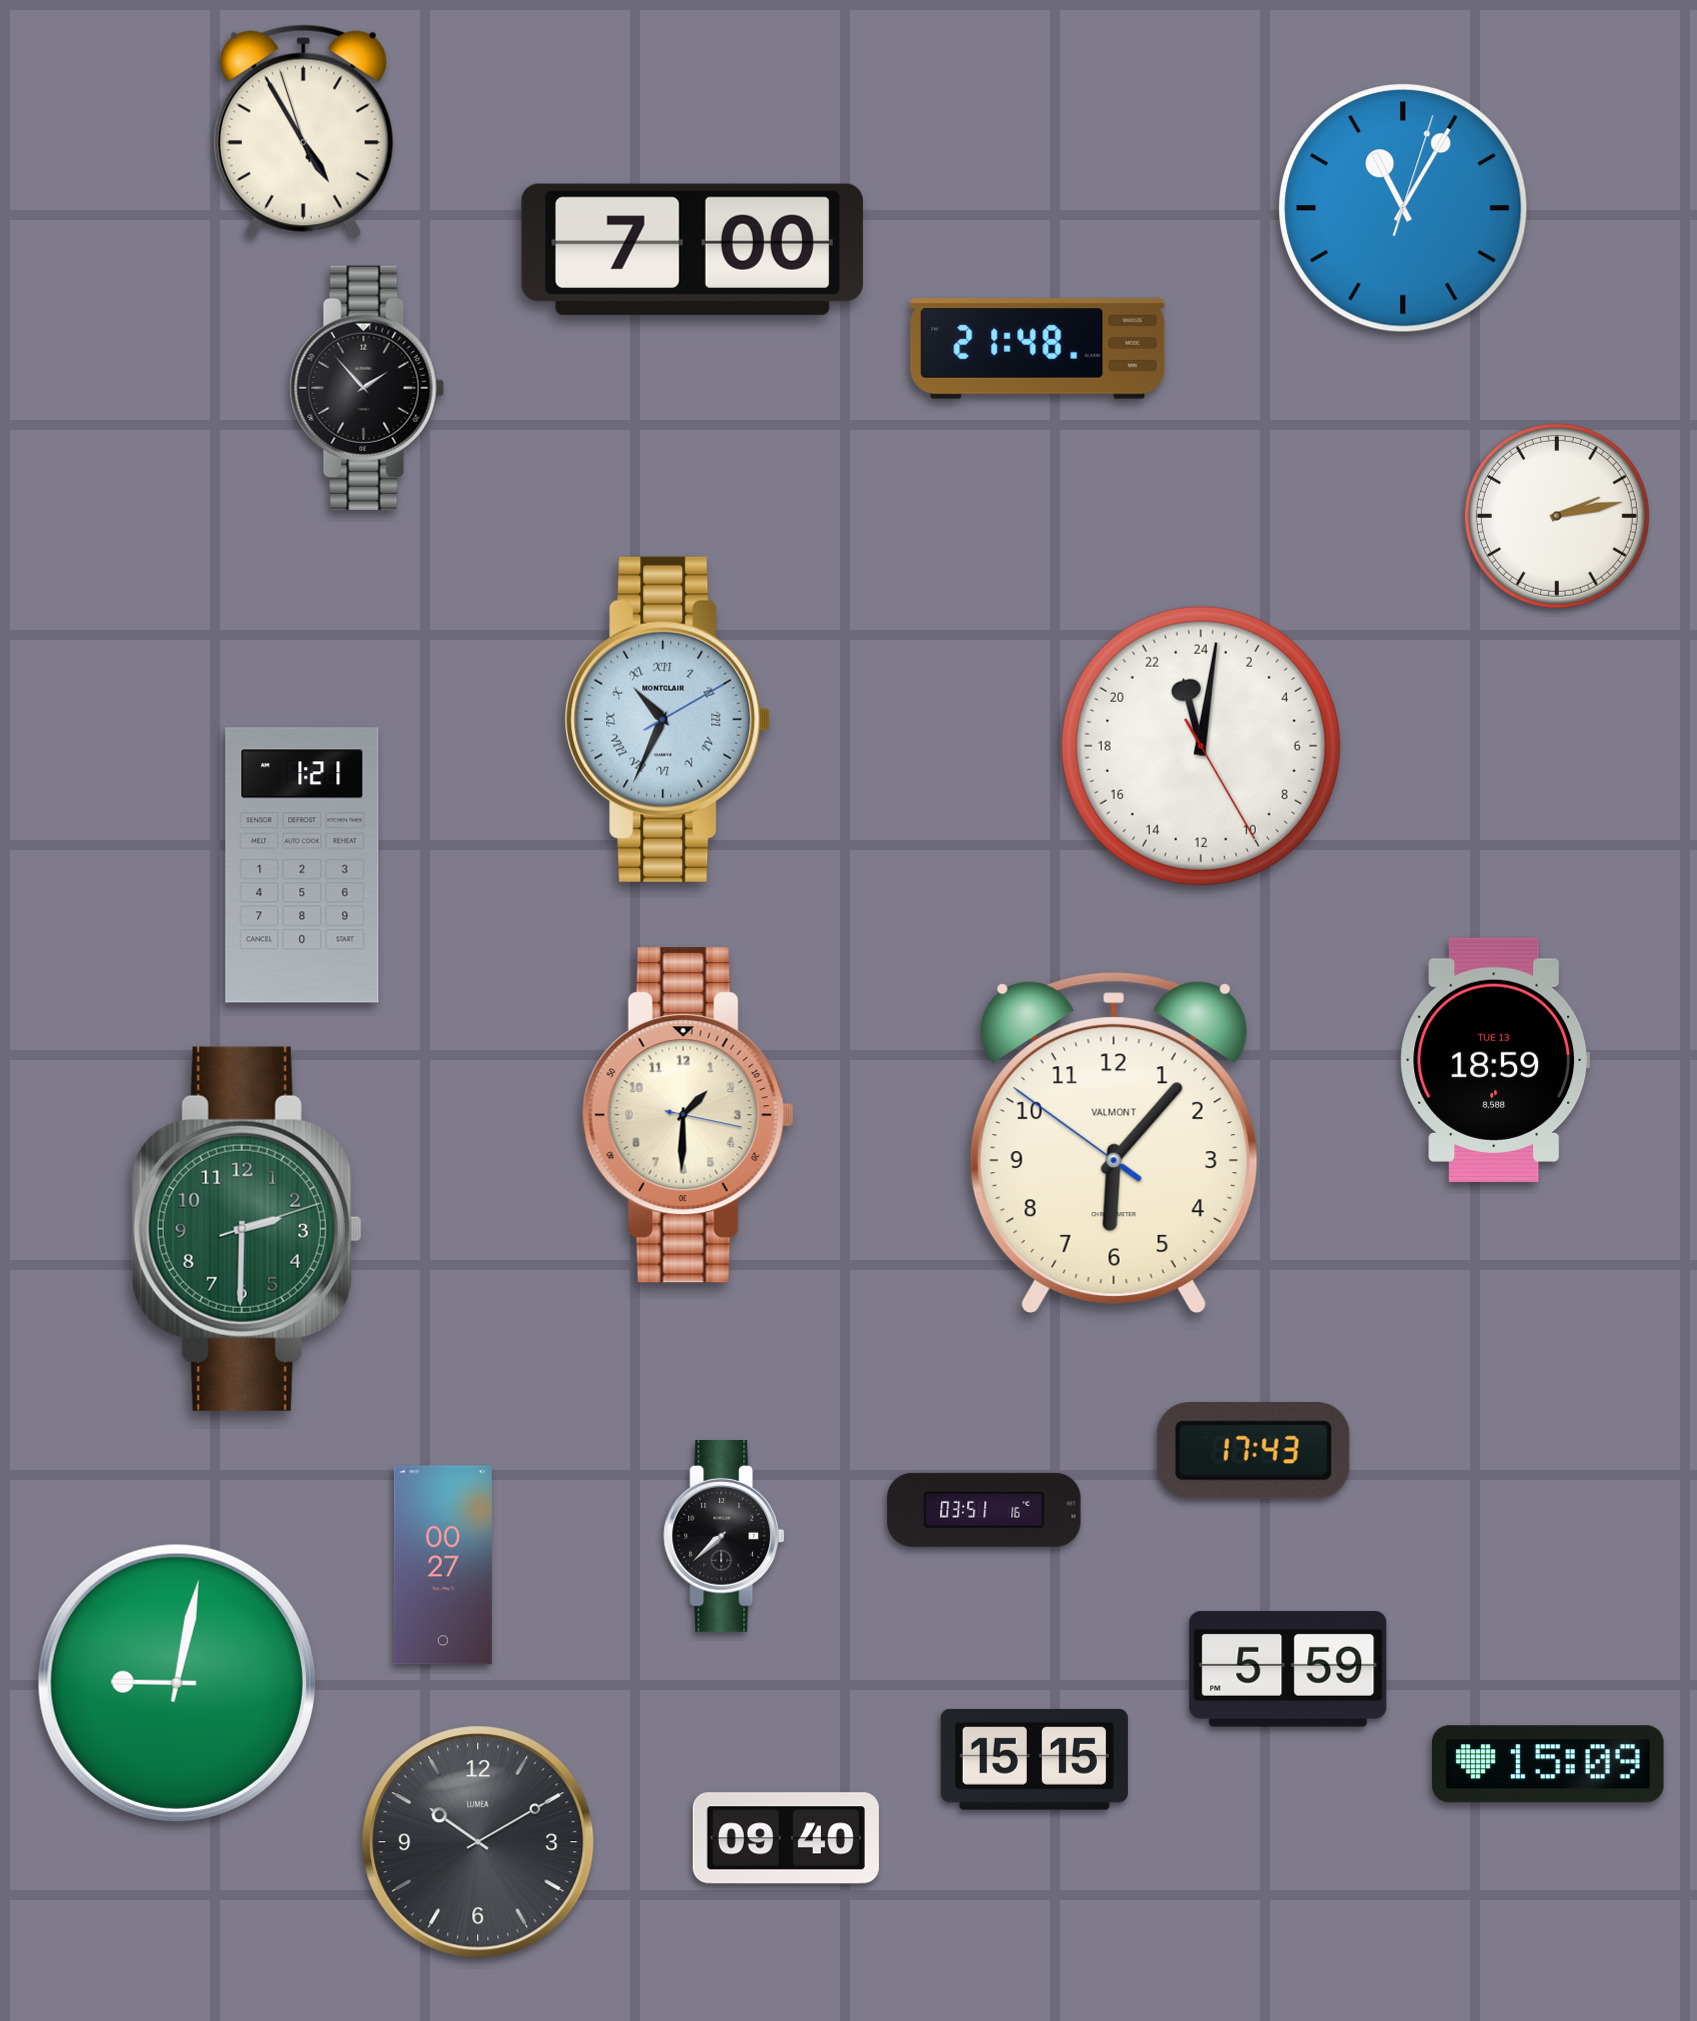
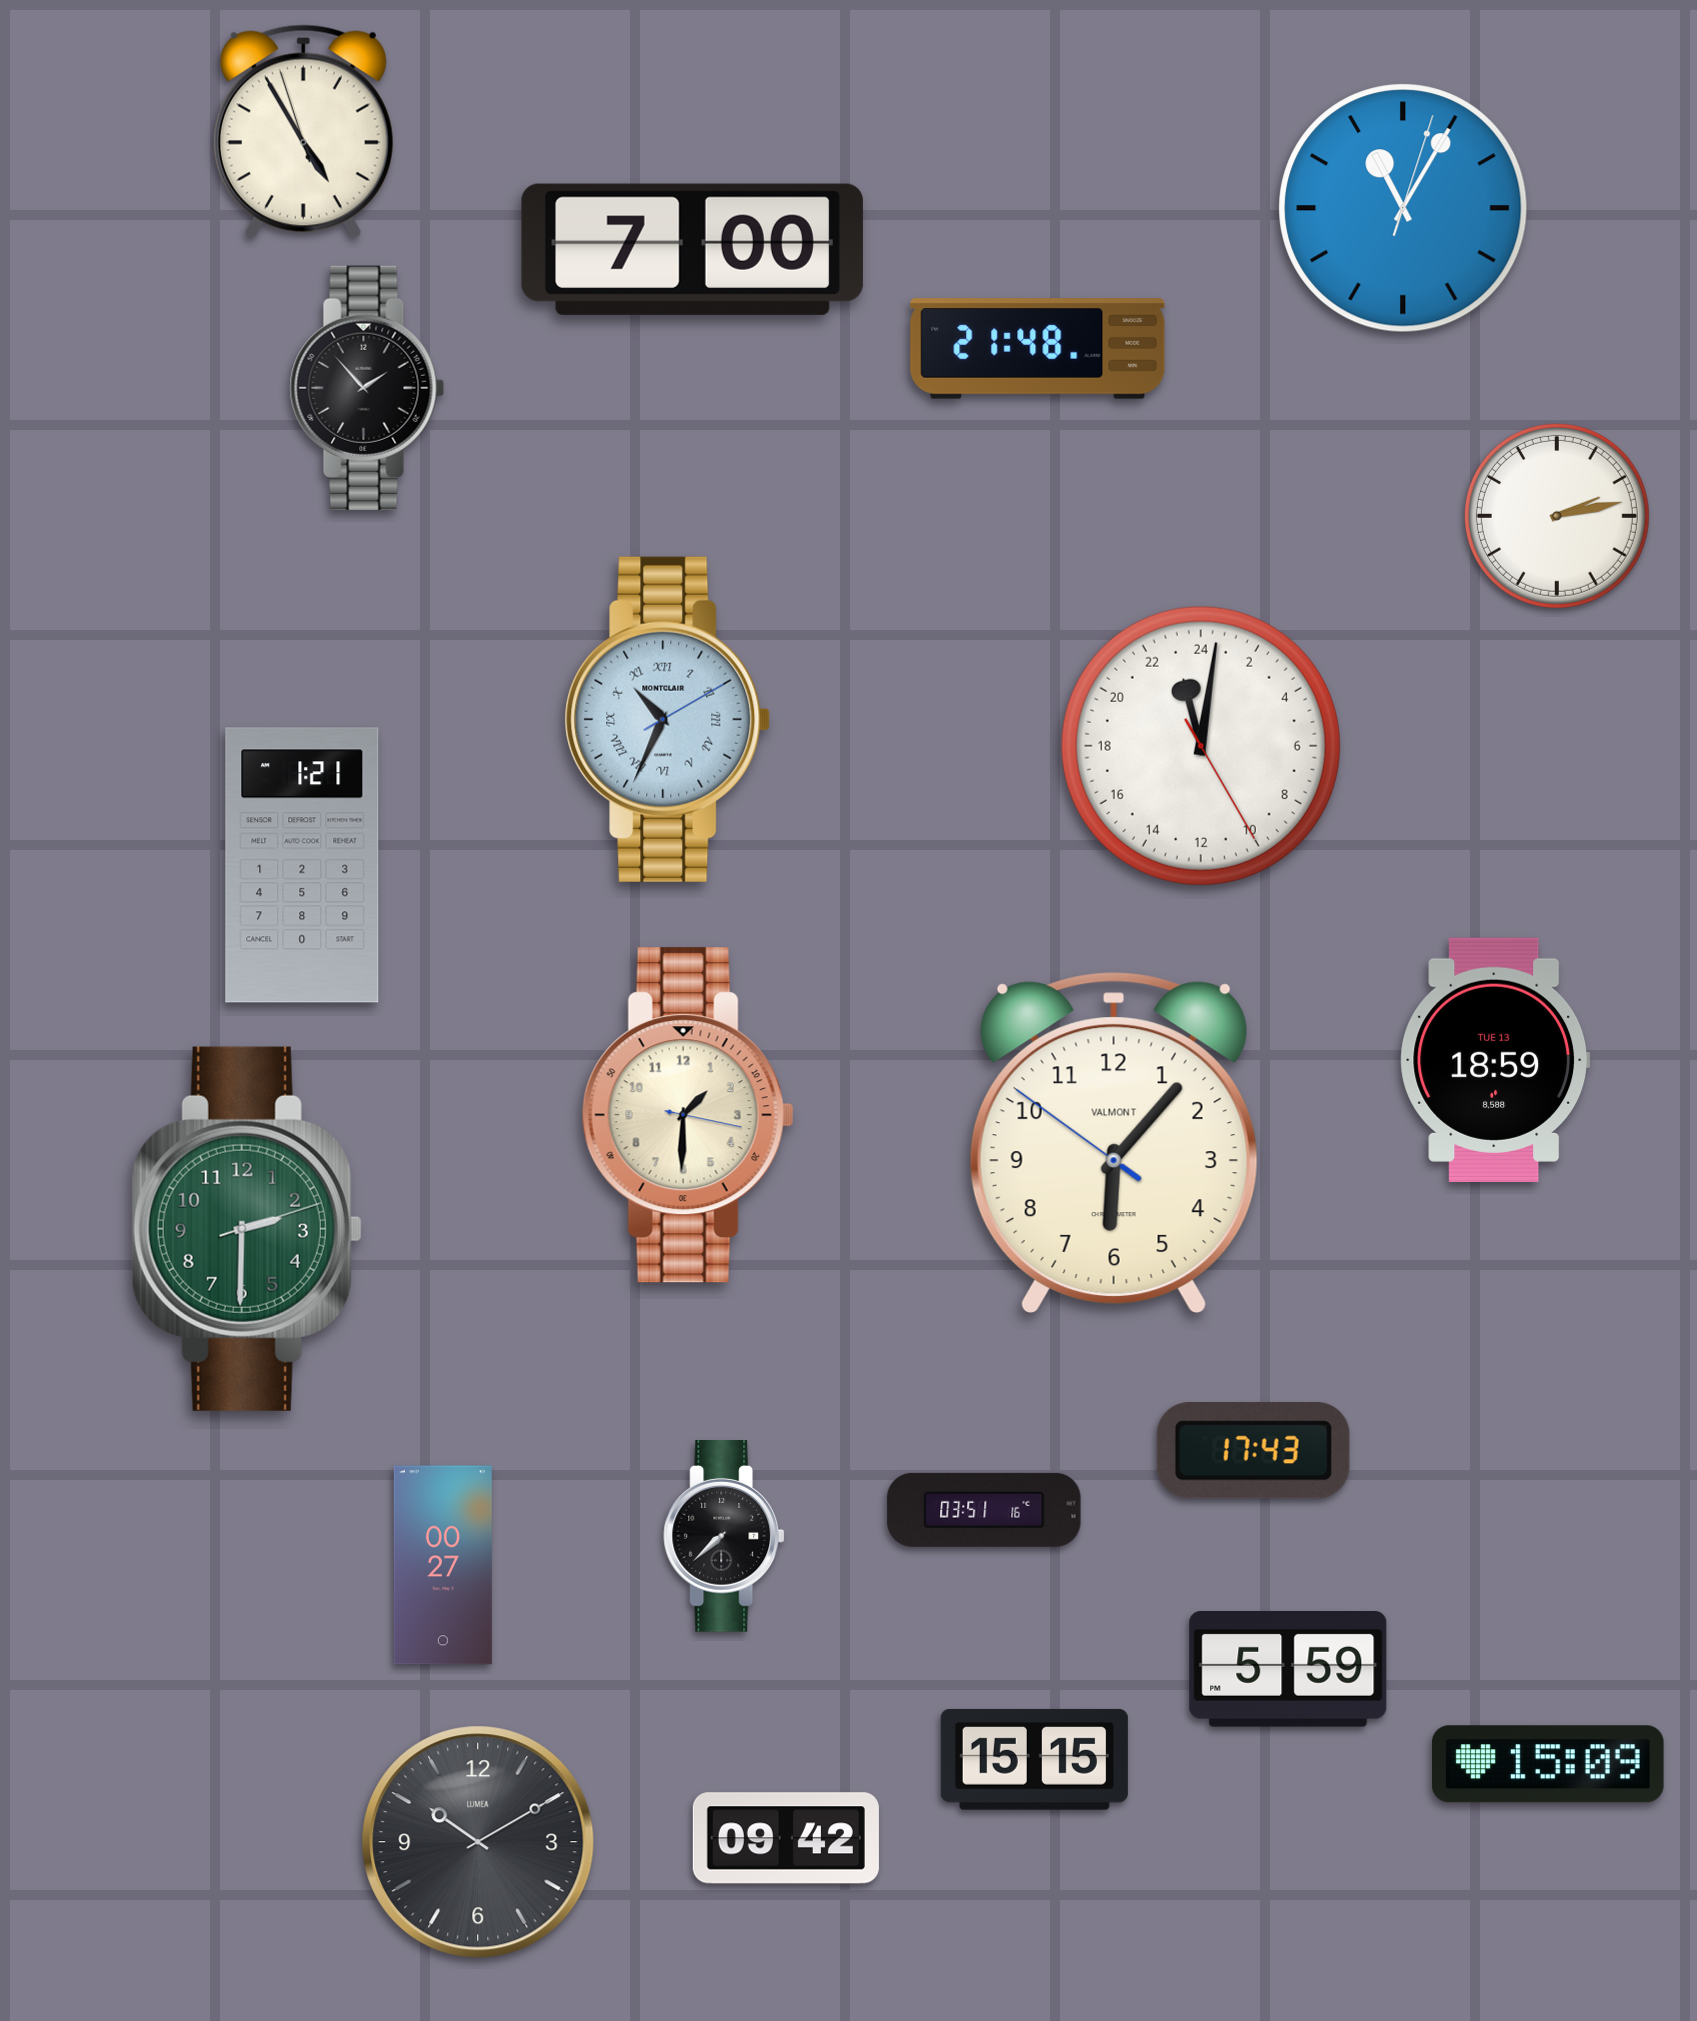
clock at (177, 1683): 9:02 -> none
clock at (786, 1838): 09:40 -> 09:42
